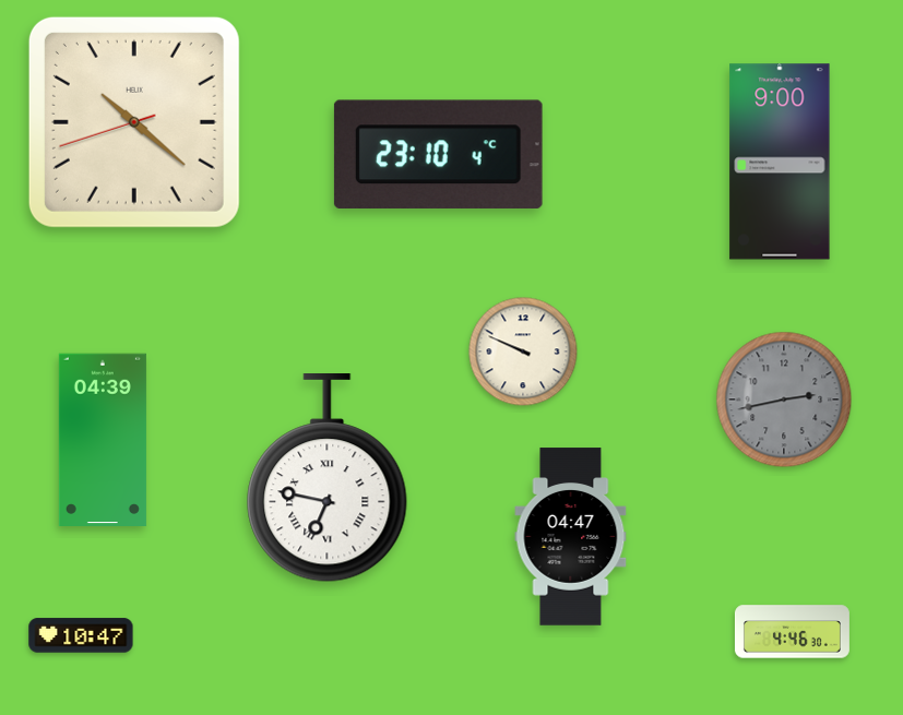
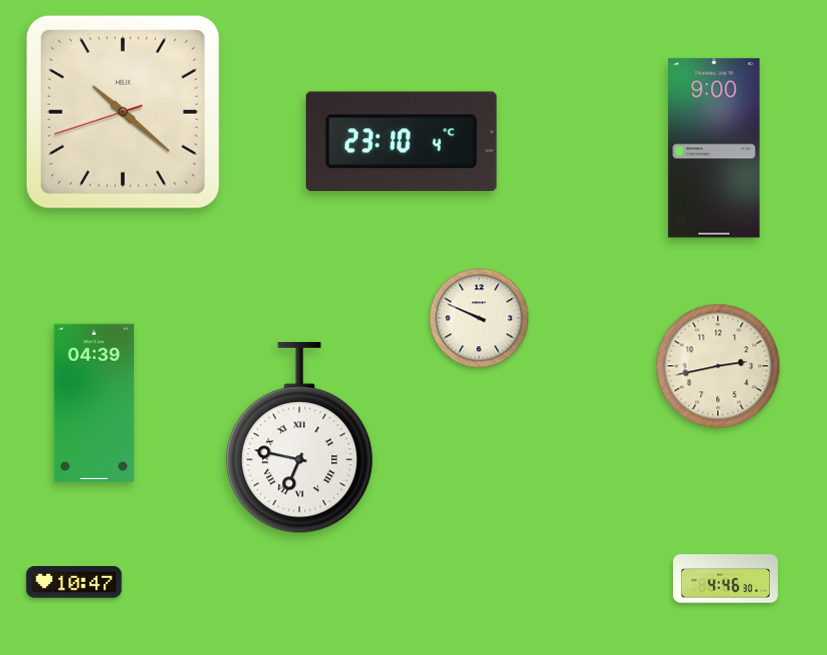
clock at (523, 351) position: (523, 351) -> (479, 318)
clock at (784, 400) dial: grey -> cream
clock at (571, 537): 04:47 -> none
